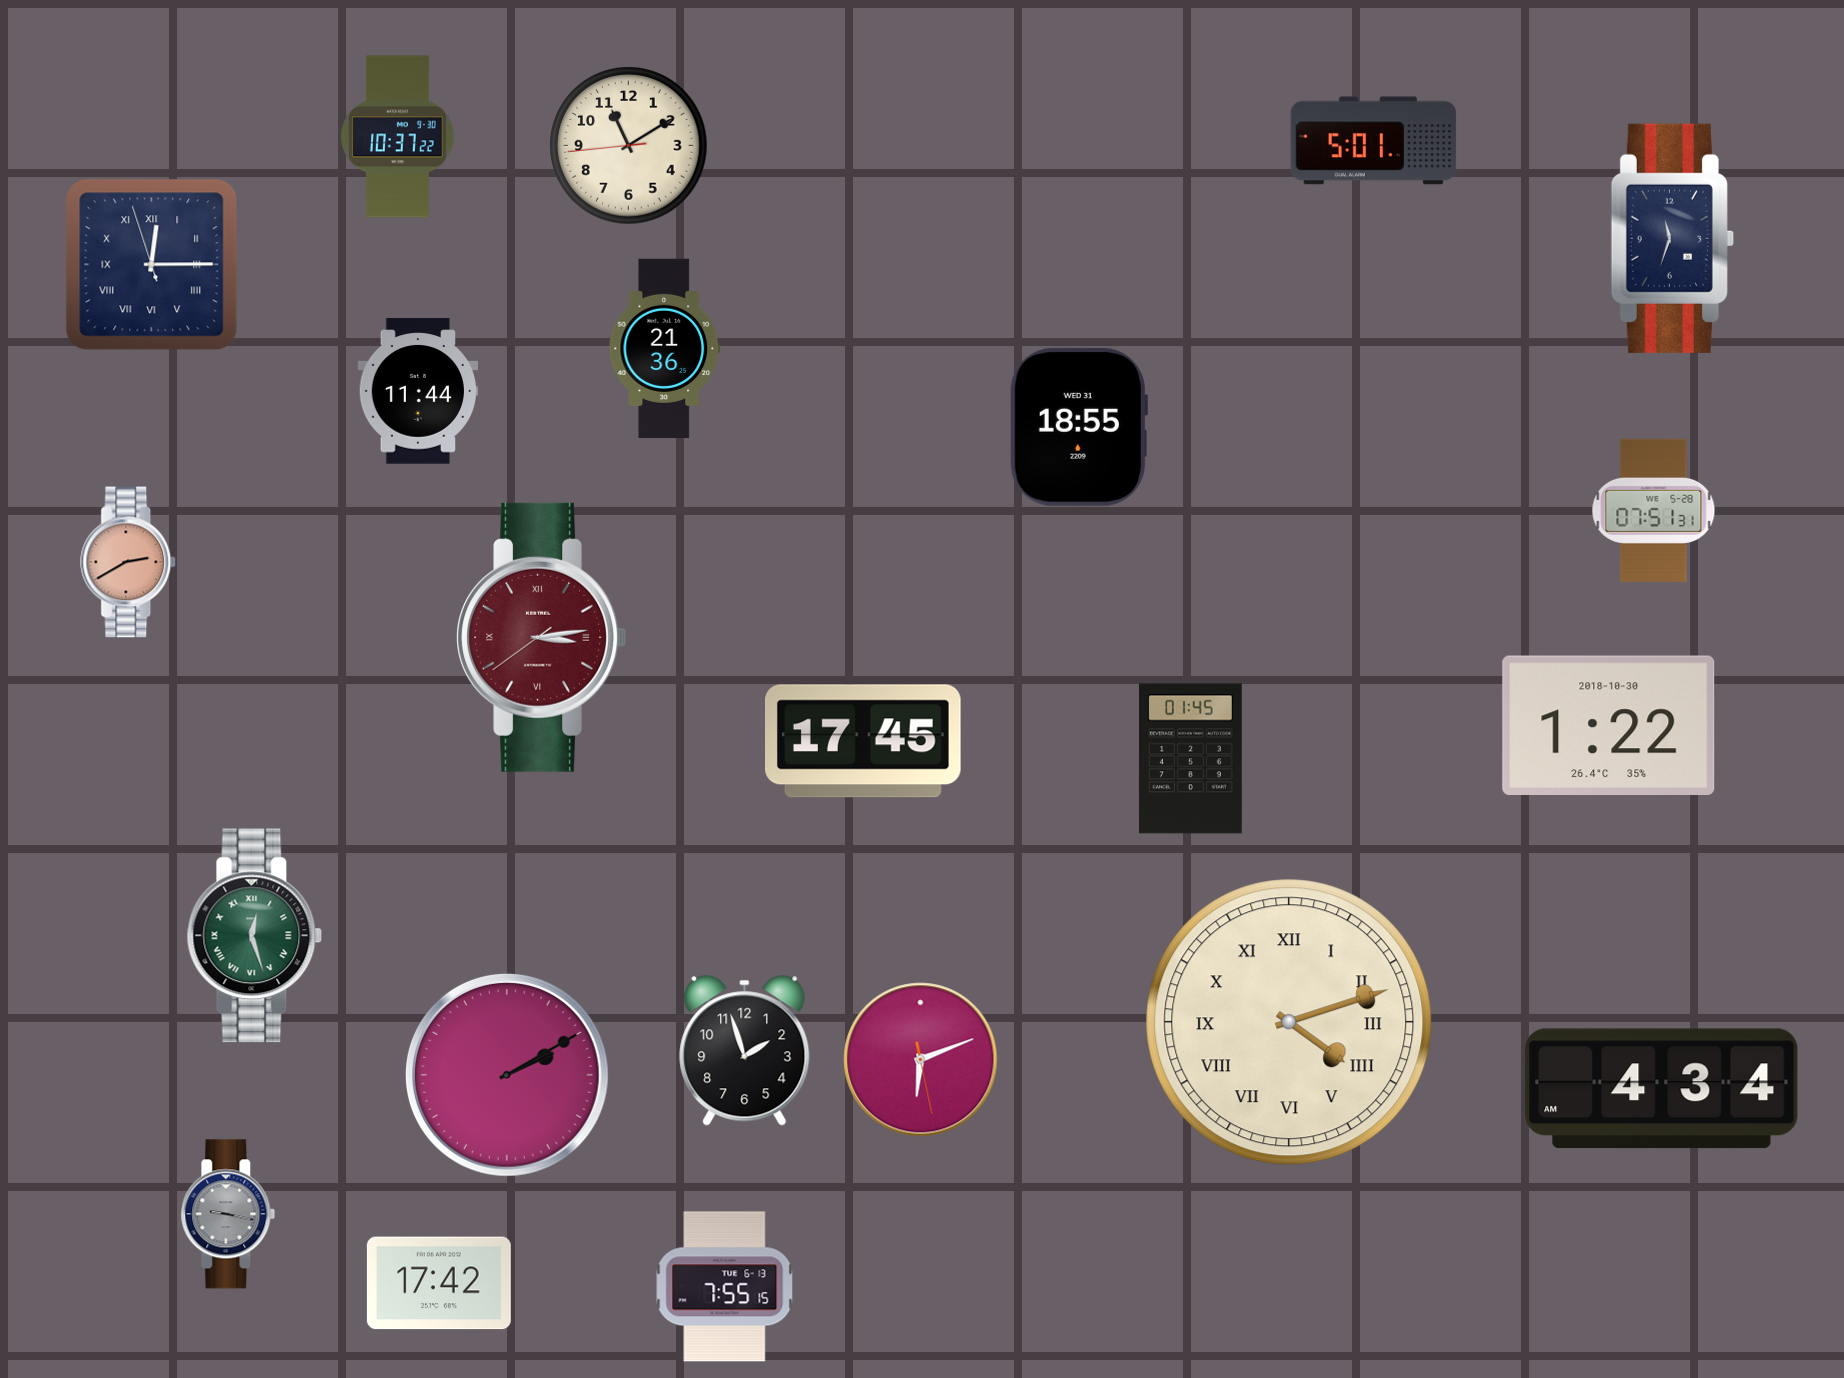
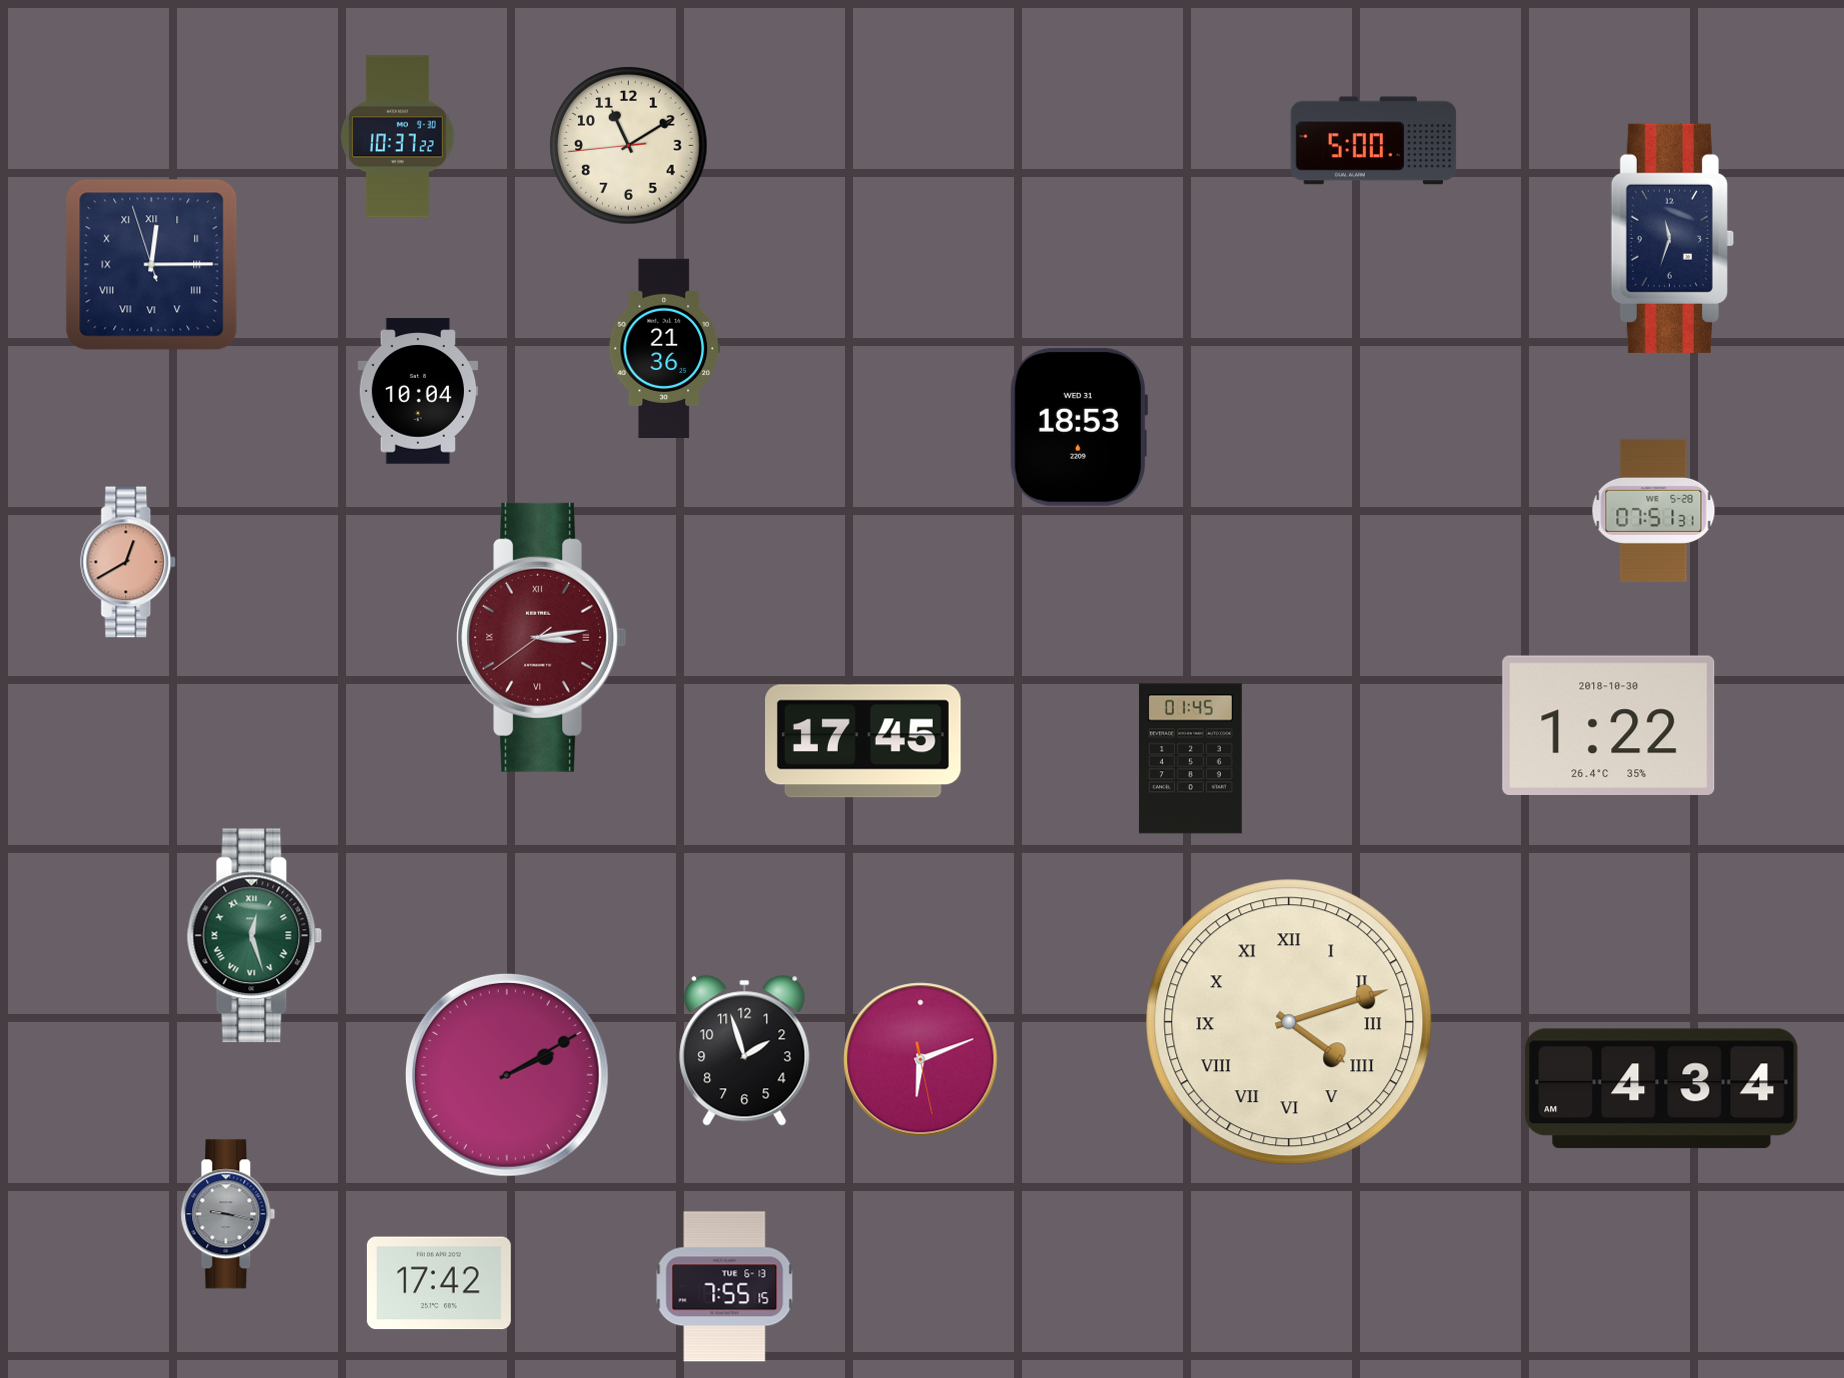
clock at (1374, 141): 5:01 -> 5:00
clock at (418, 391): 11:44 -> 10:04
clock at (1079, 427): 18:55 -> 18:53
clock at (129, 562): 2:40 -> 12:40
